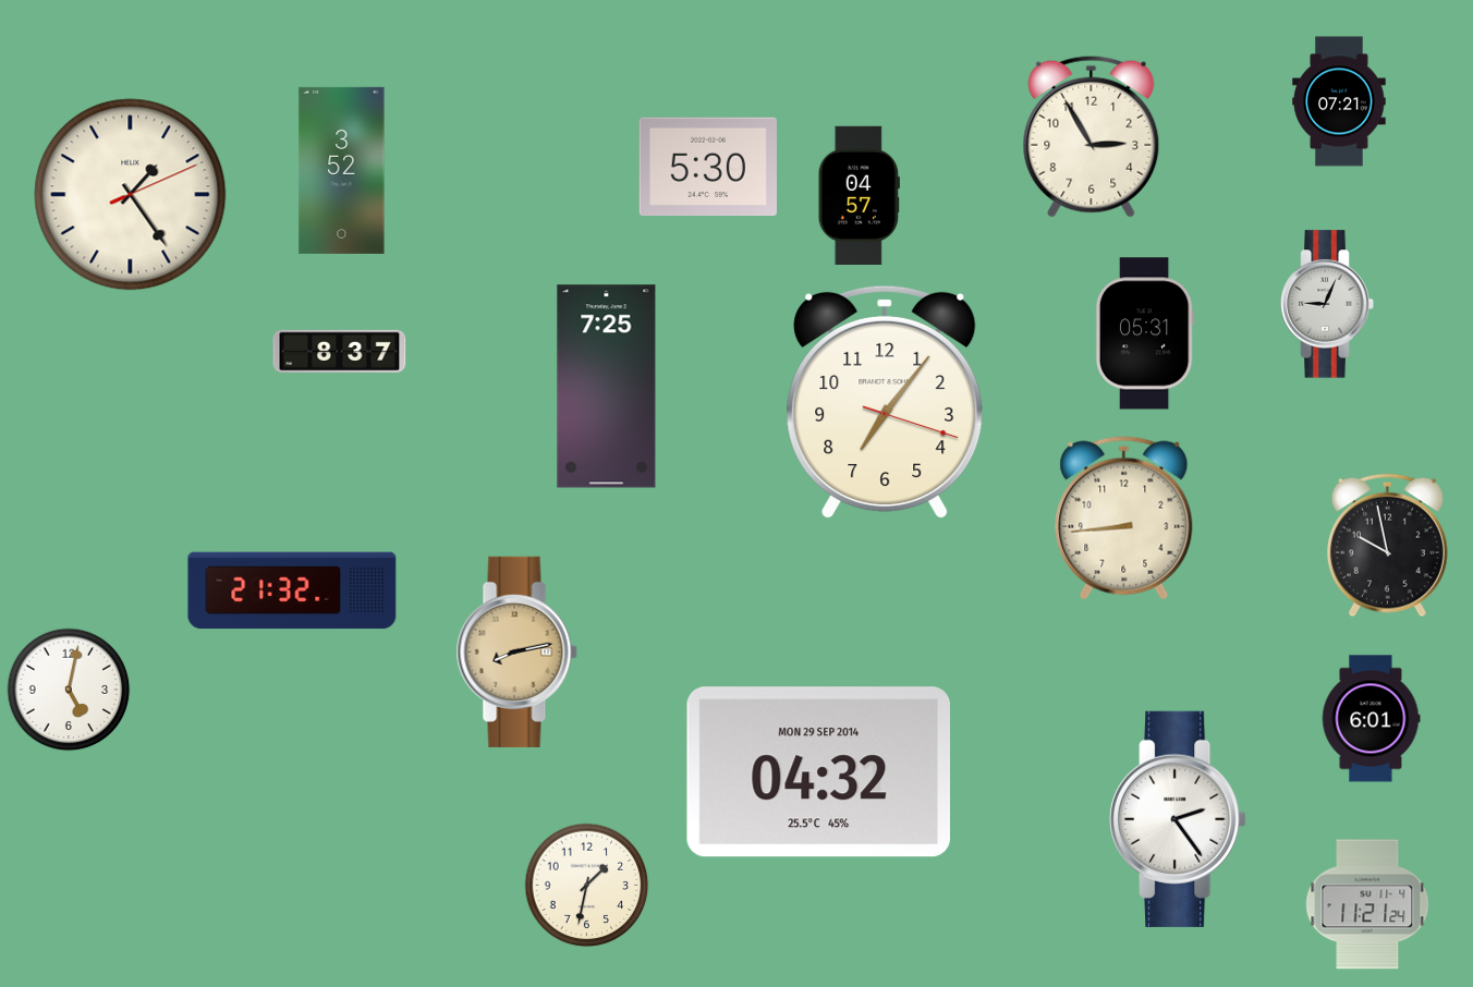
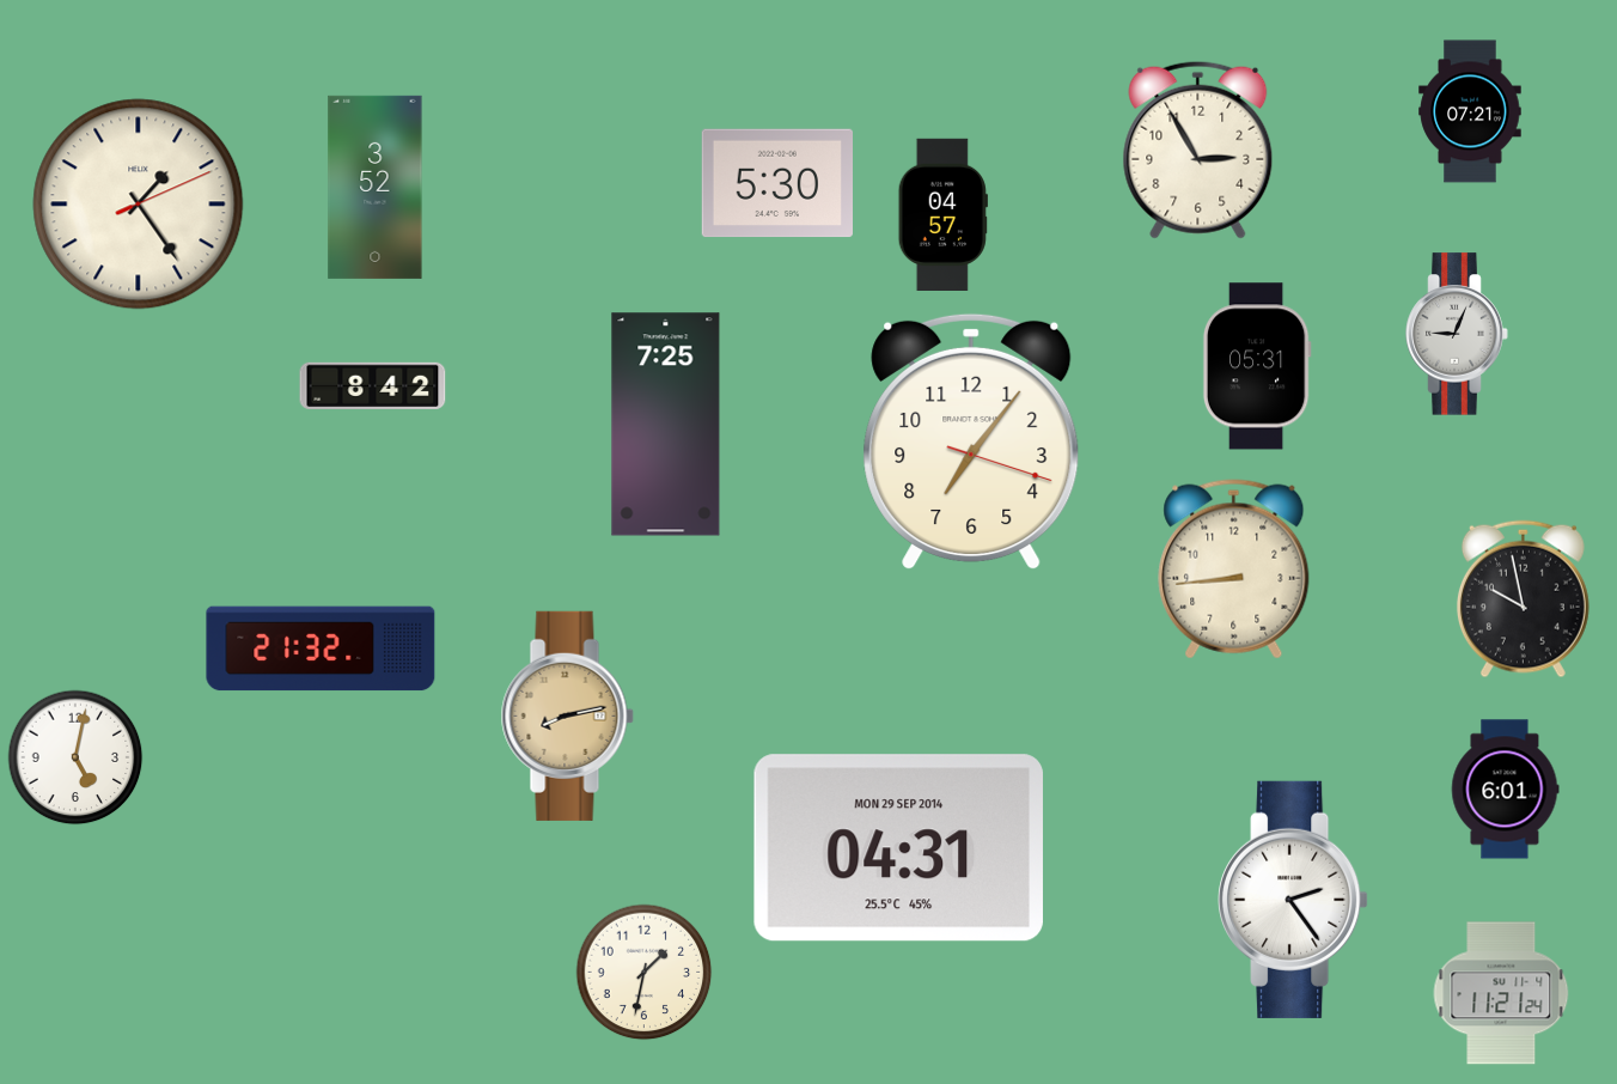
clock at (131, 195) position: (131, 195) -> (139, 205)
clock at (340, 351): 8:37 -> 8:42
clock at (818, 772): 04:32 -> 04:31
